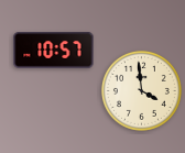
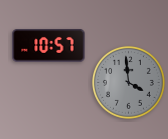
clock at (141, 90) dial: cream -> grey
